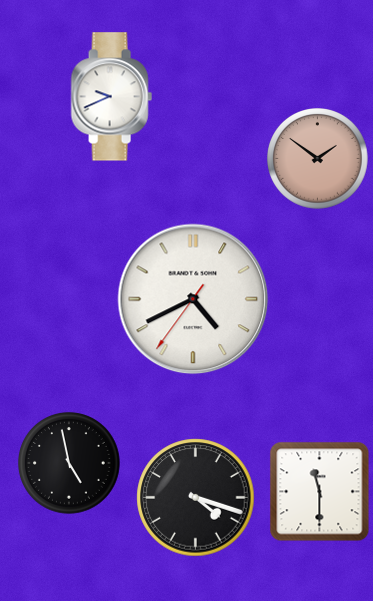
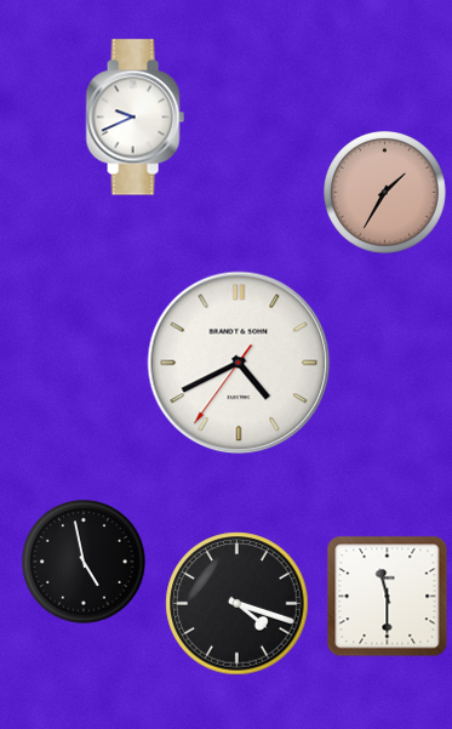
clock at (318, 159): 1:51 -> 1:35
clock at (193, 299) position: (193, 299) -> (239, 363)
